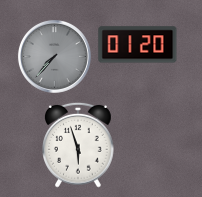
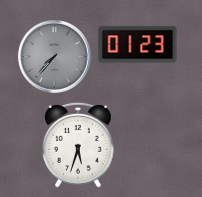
clock at (138, 45): 01:20 -> 01:23
clock at (79, 145): 5:57 -> 5:33
